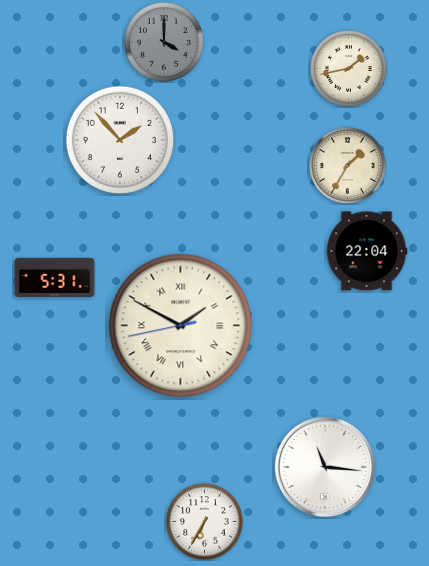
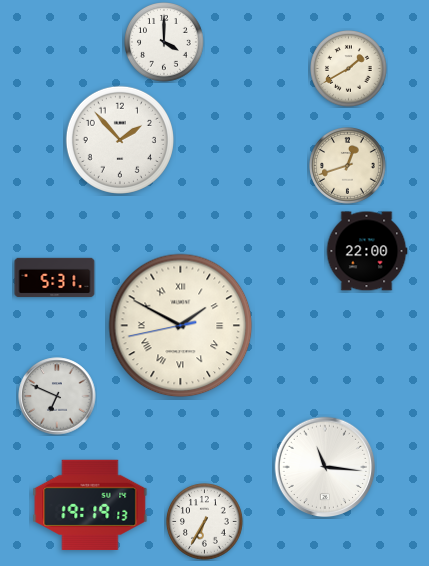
clock at (165, 43) dial: grey -> white
clock at (349, 69): 1:43 -> 1:40
clock at (348, 166): 1:35 -> 12:42
clock at (367, 251): 22:04 -> 22:00
clock at (57, 396): none -> 6:49
clock at (90, 505): none -> 19:19
